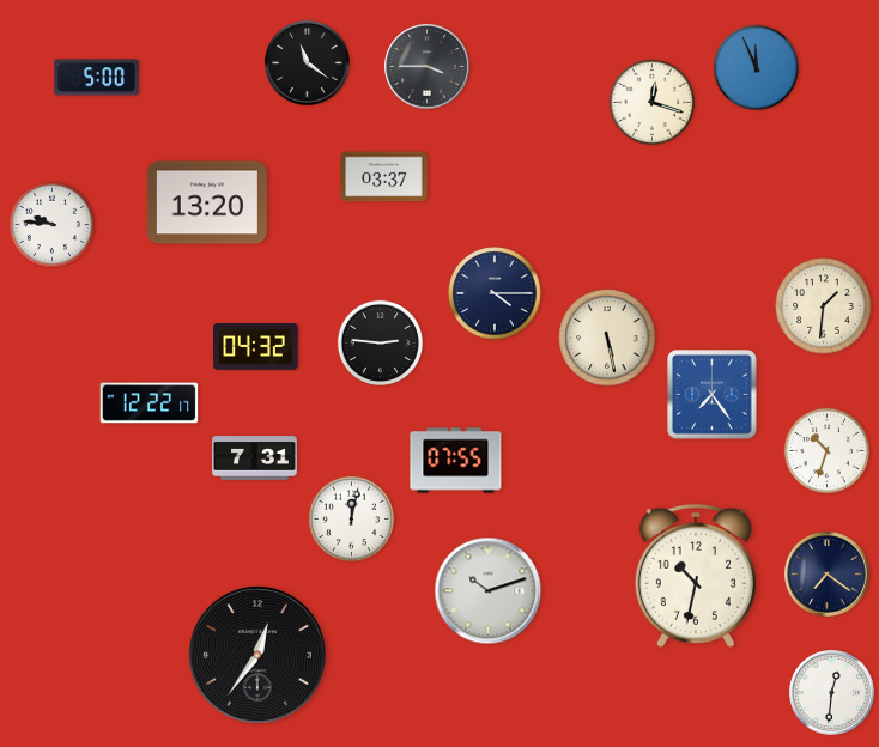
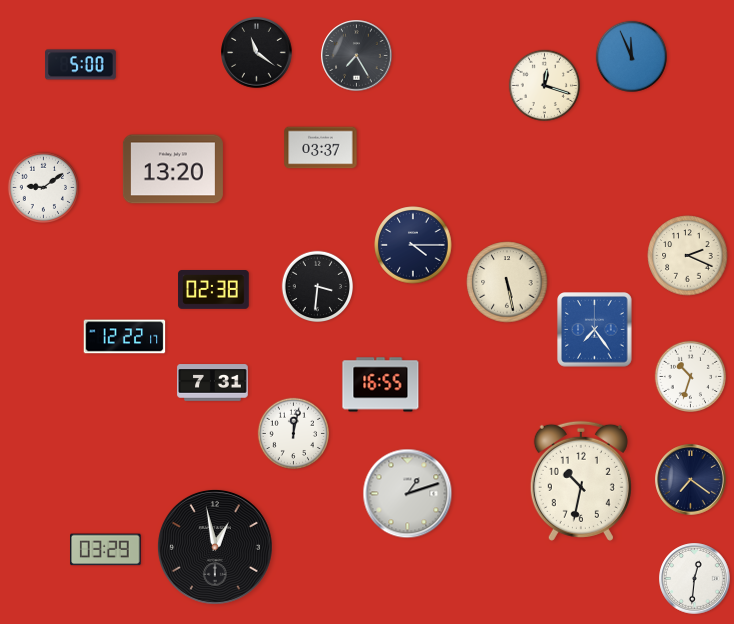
clock at (428, 67): 3:45 -> 7:25
clock at (51, 224): 9:46 -> 9:09
clock at (824, 306): 1:31 -> 2:19
clock at (380, 342): 2:46 -> 3:31
clock at (256, 347): 04:32 -> 02:38
clock at (456, 461): 07:55 -> 16:55
clock at (489, 591): 10:12 -> 1:12
clock at (257, 655): 12:36 -> 12:58
clock at (106, 550): none -> 03:29
